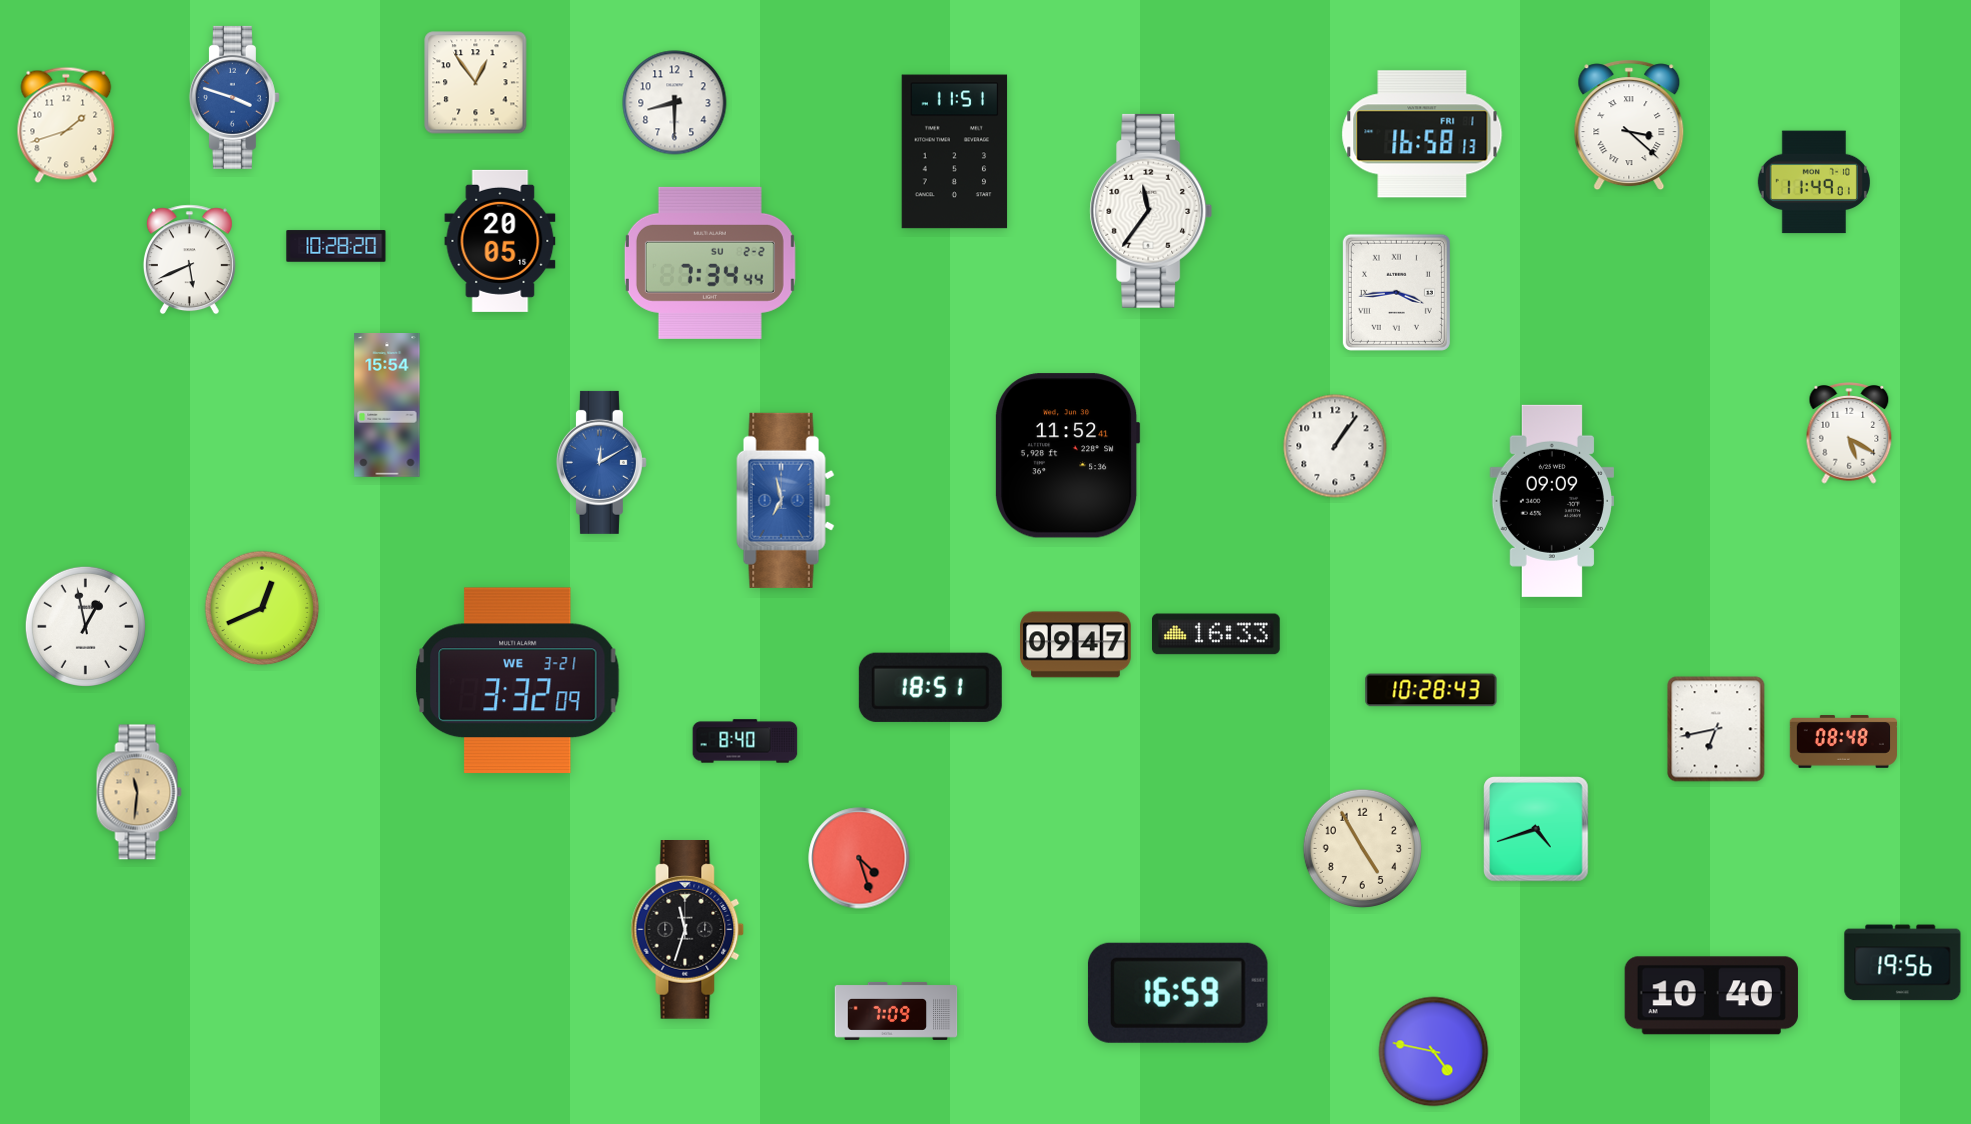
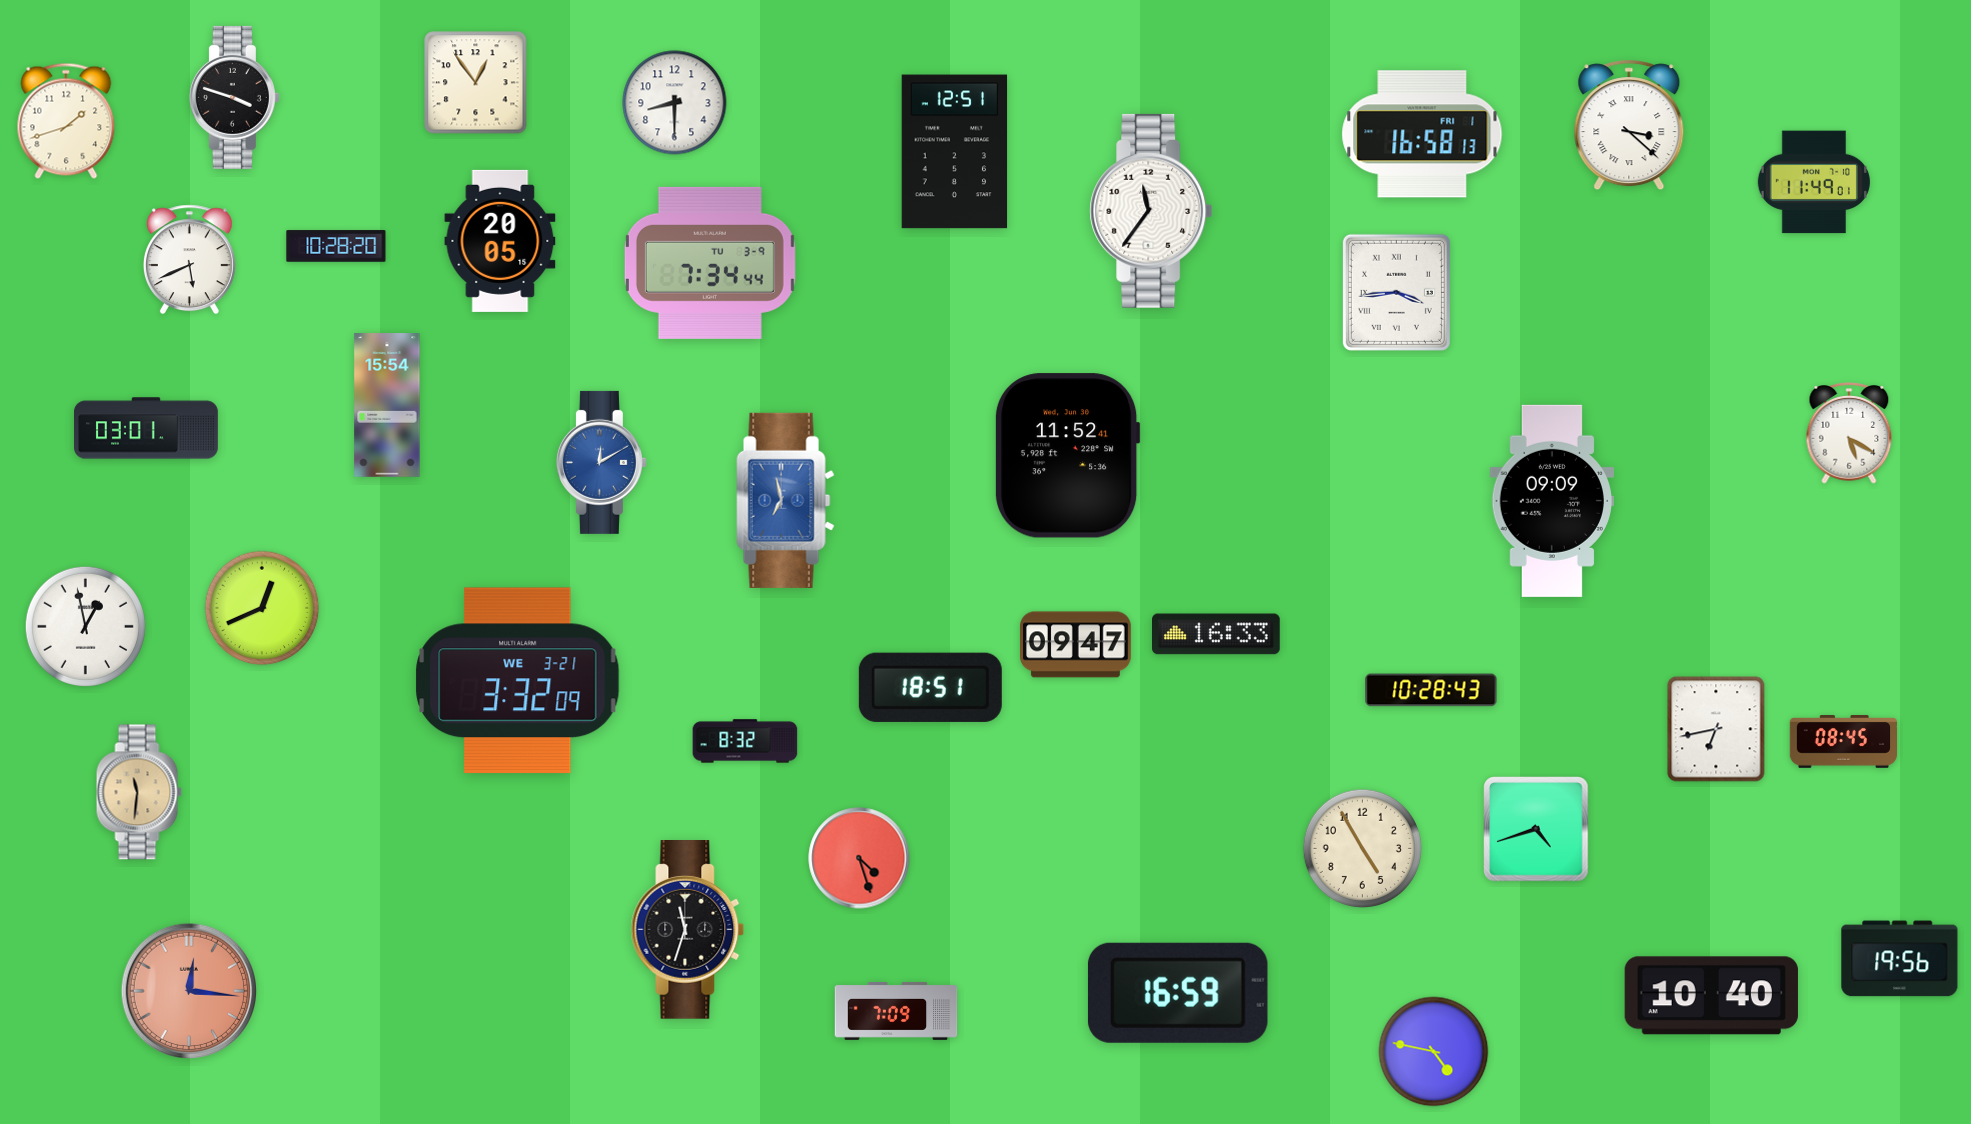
clock at (234, 97) dial: blue -> black
clock at (66, 125) position: (66, 125) -> (66, 121)
clock at (955, 152): 11:51 -> 12:51
clock at (710, 263) date: SU 2-2 -> TU 3-9
clock at (147, 428): none -> 03:01
clock at (1335, 446): 1:06 -> none
clock at (745, 741): 8:40 -> 8:32
clock at (1843, 742): 08:48 -> 08:45
clock at (1903, 963) position: (1903, 963) -> (1900, 959)
clock at (188, 990): none -> 12:16
